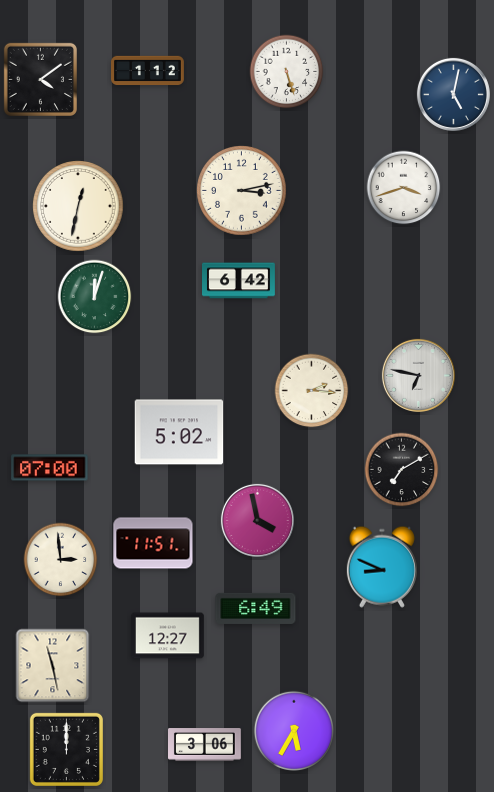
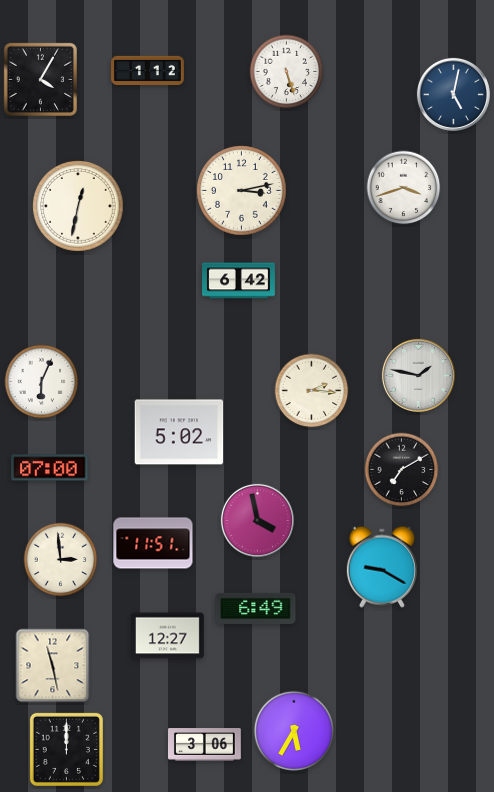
clock at (40, 79): 4:09 -> 4:05
clock at (95, 297): 12:03 -> none
clock at (418, 375): 6:47 -> 1:47
clock at (42, 382): none -> 6:04
clock at (382, 567): 8:49 -> 9:20
